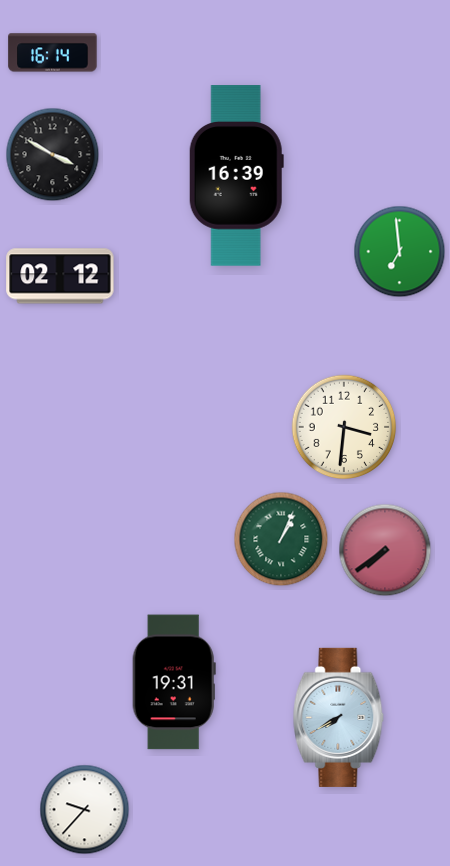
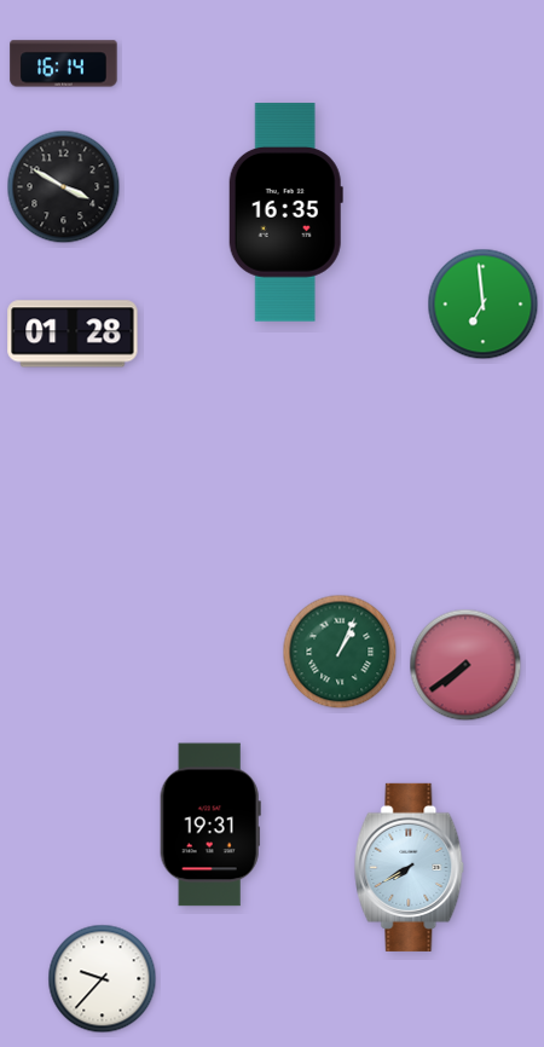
clock at (236, 176): 16:39 -> 16:35
clock at (60, 276): 02:12 -> 01:28
clock at (344, 427): 3:31 -> none
